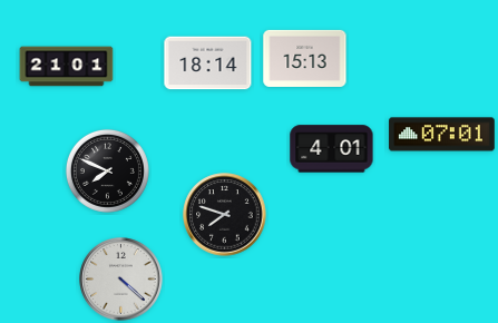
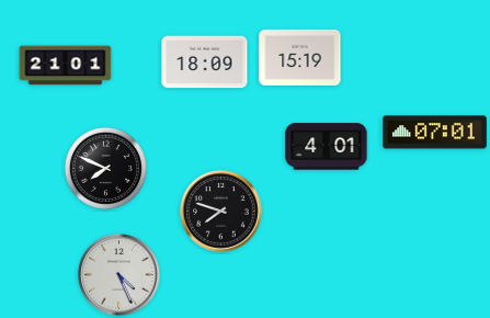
clock at (305, 58): 15:13 -> 15:19
clock at (208, 63): 18:14 -> 18:09
clock at (121, 280): 4:22 -> 4:26
